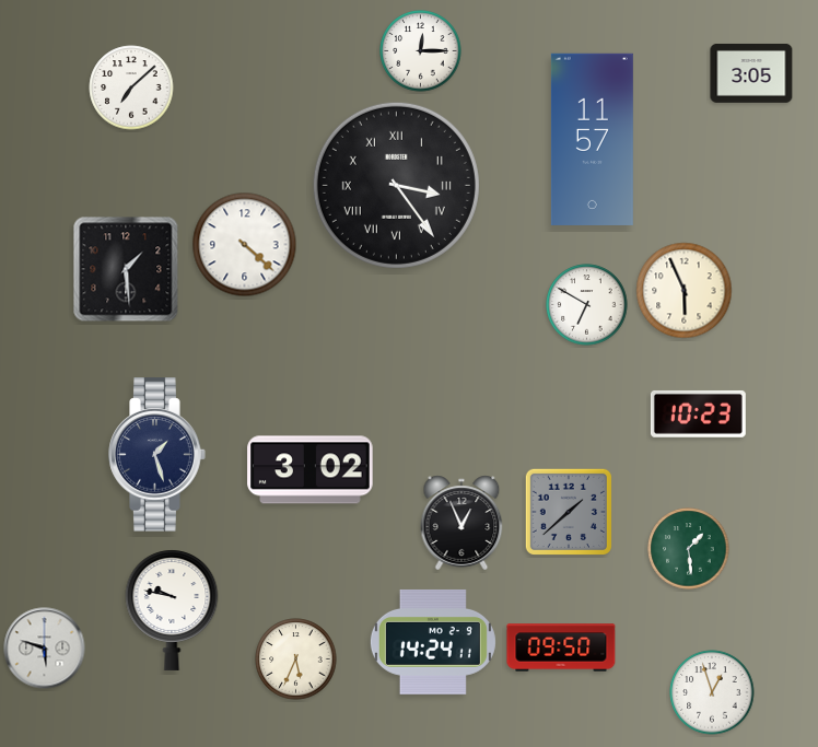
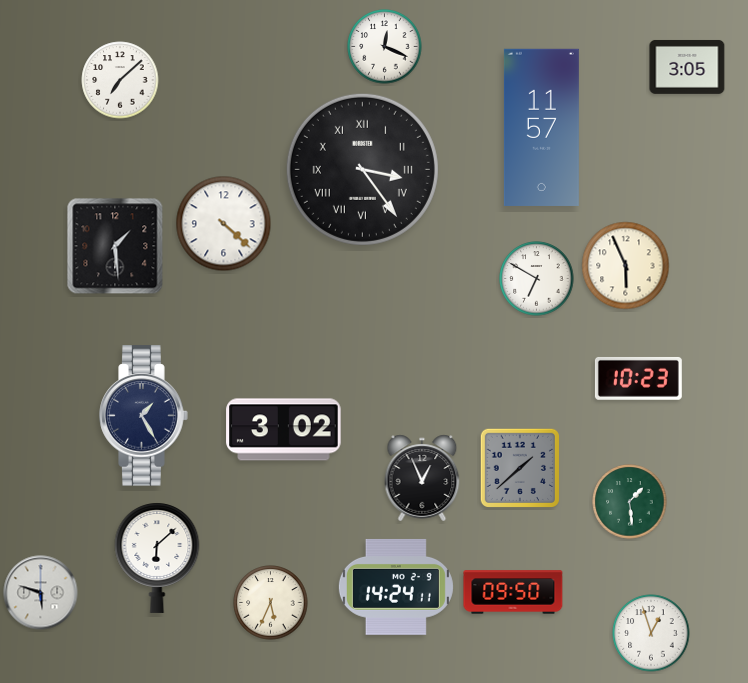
clock at (421, 51): 12:15 -> 12:19
clock at (157, 455): 1:27 -> 1:25
clock at (172, 610): 9:47 -> 6:08
